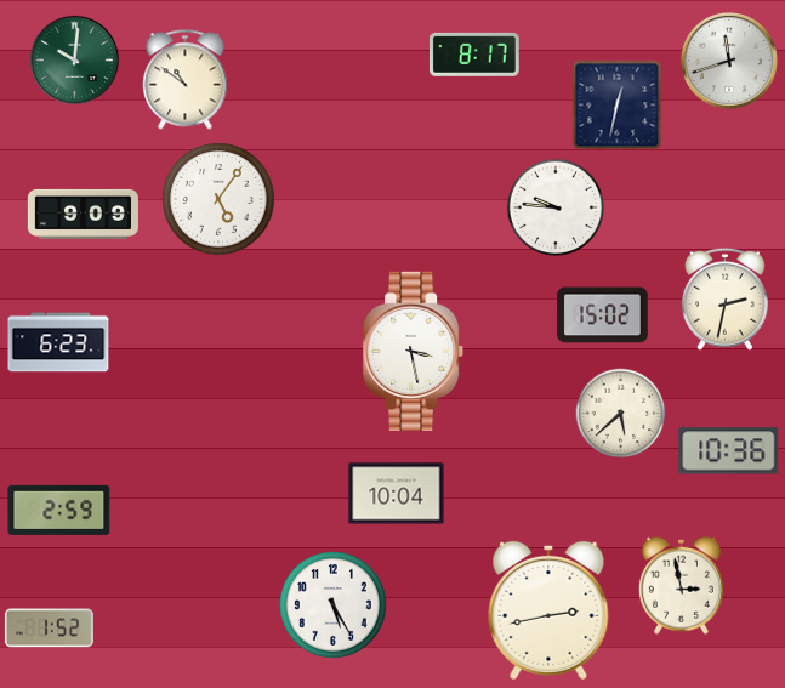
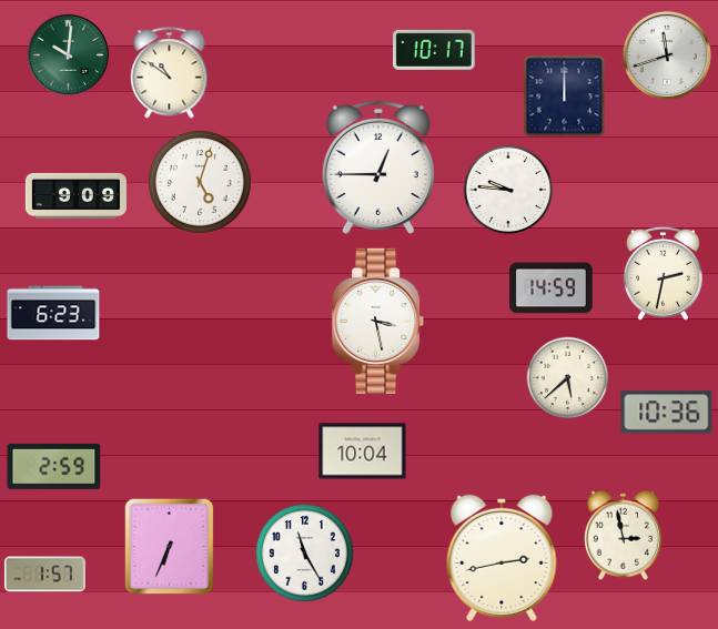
clock at (474, 55): 8:17 -> 10:17
clock at (618, 106): 12:32 -> 12:00
clock at (378, 168): none -> 12:45
clock at (218, 199): 5:06 -> 5:03
clock at (603, 315): 15:02 -> 14:59
clock at (170, 547): none -> 6:34
clock at (332, 604): 5:25 -> 11:25
clock at (49, 629): 1:52 -> 1:57
